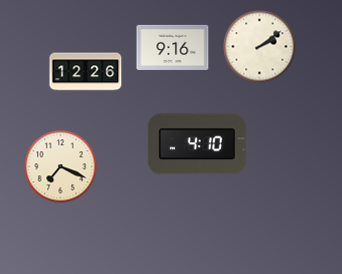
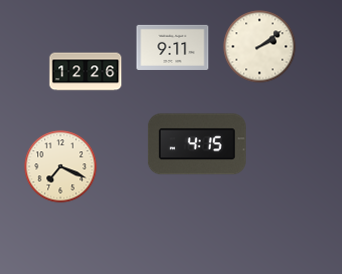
clock at (173, 47): 9:16 -> 9:11
clock at (197, 144): 4:10 -> 4:15
